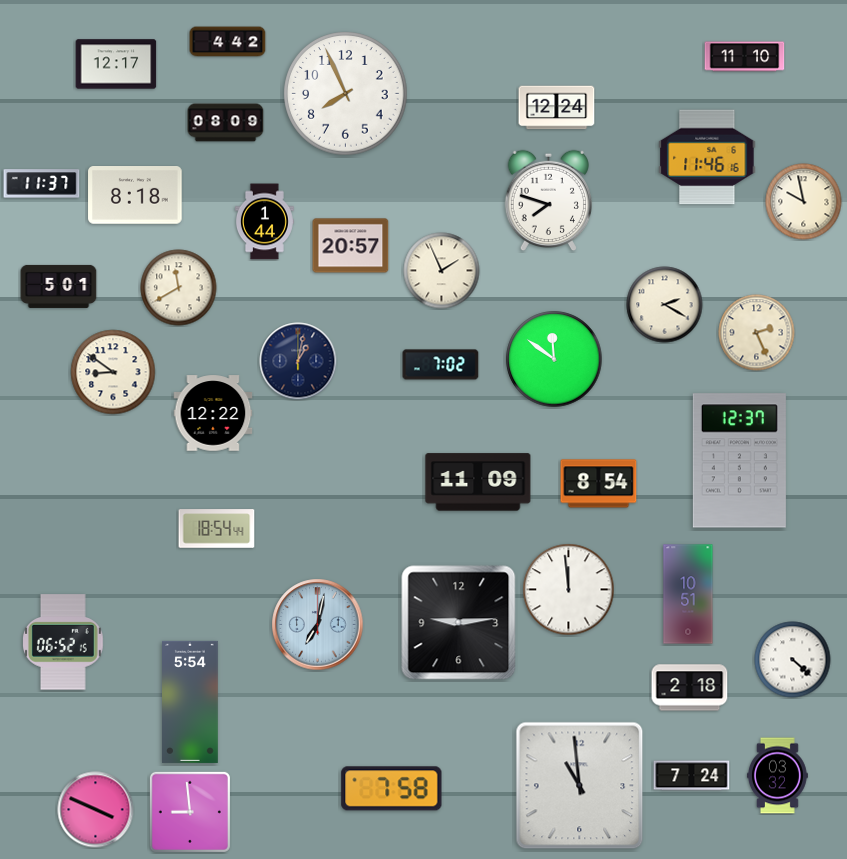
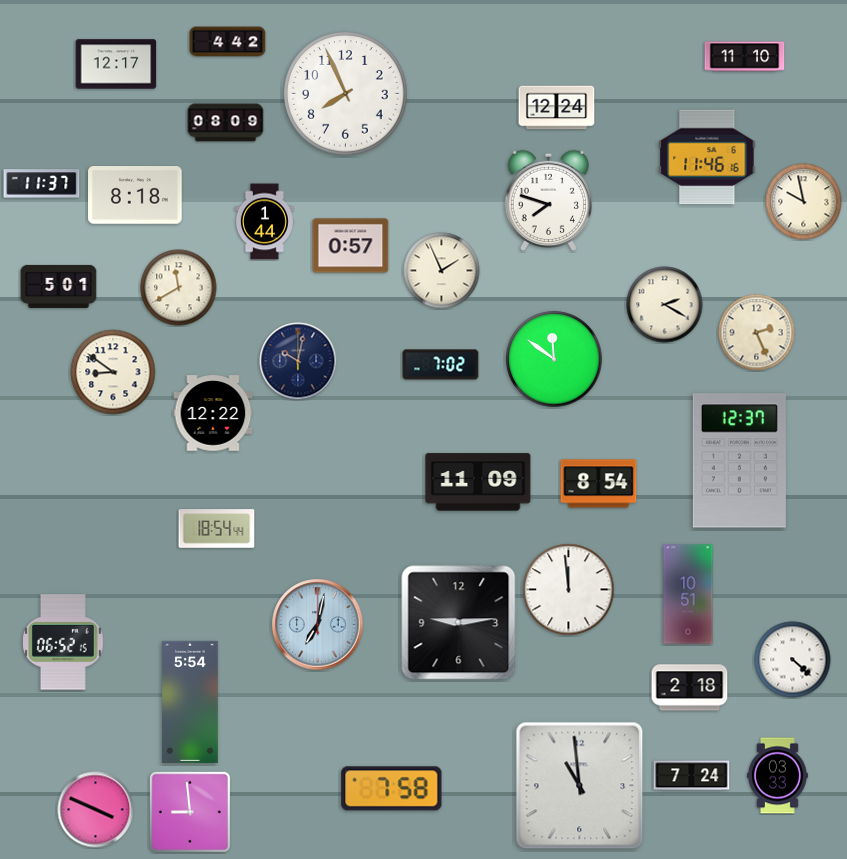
clock at (351, 246): 20:57 -> 0:57
clock at (298, 361): 1:02 -> 10:02
clock at (777, 776): 03:32 -> 03:33
